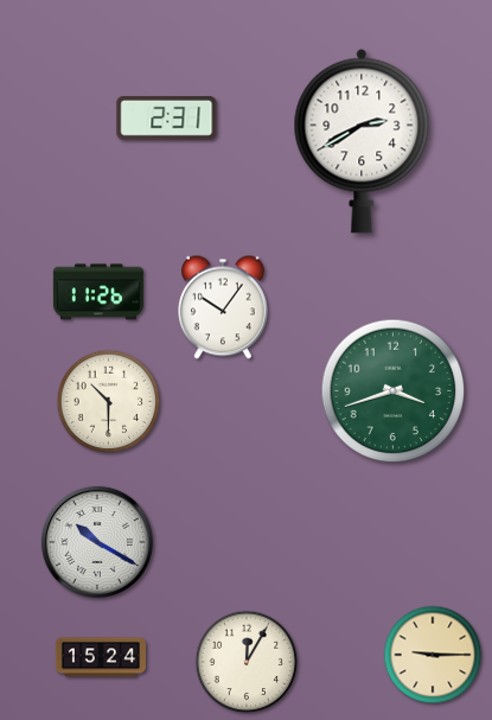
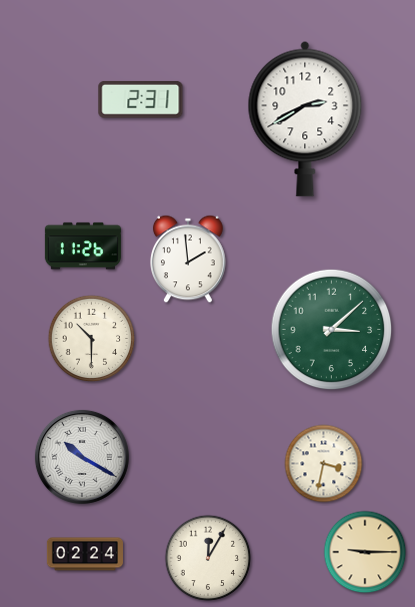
clock at (224, 307): 10:06 -> 1:59
clock at (394, 391): 3:42 -> 3:08
clock at (324, 464): none -> 3:32
clock at (101, 657): 15:24 -> 02:24
